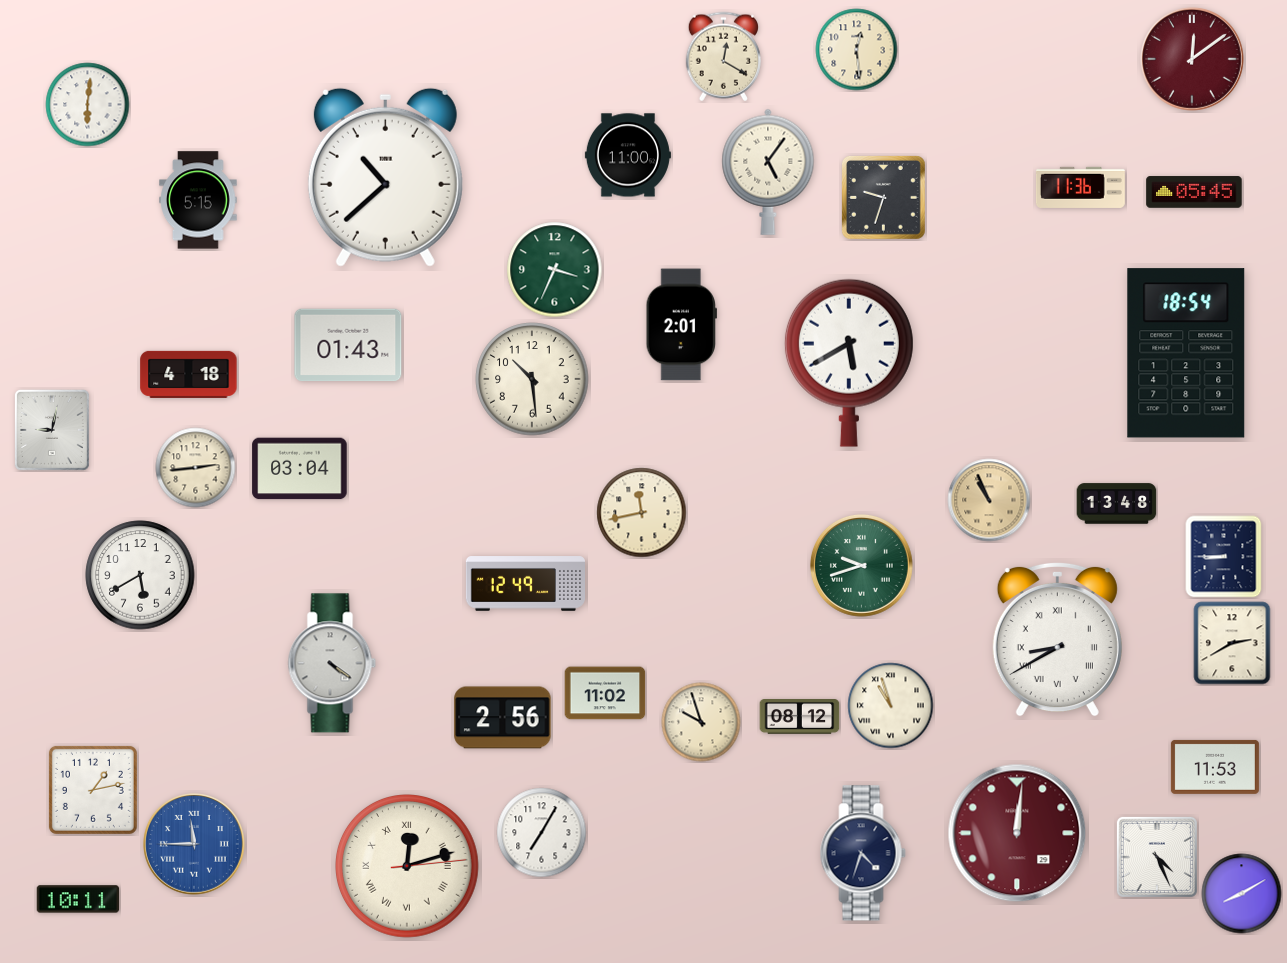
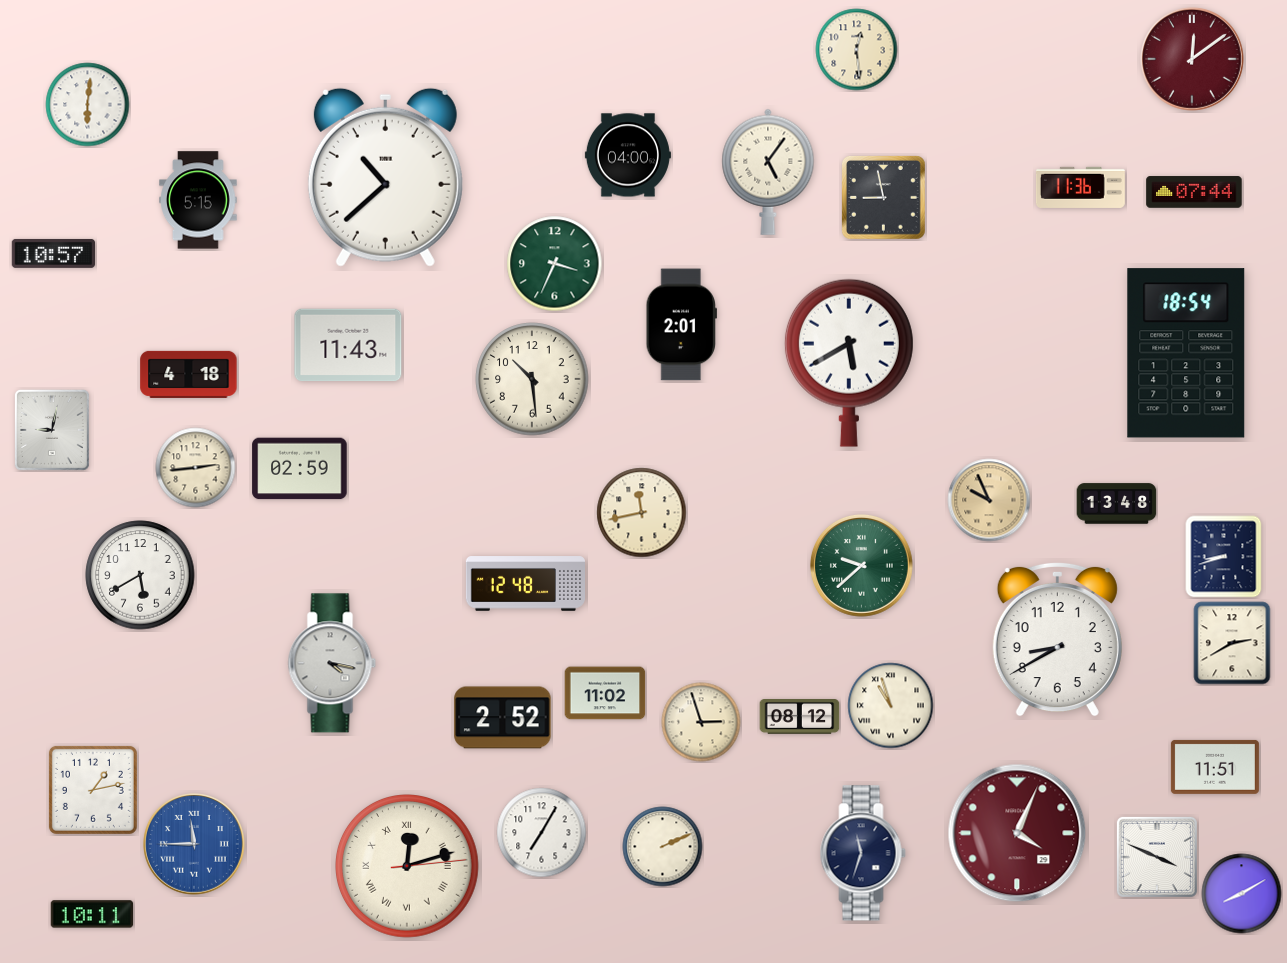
clock at (723, 57): 12:20 -> none
clock at (628, 155): 11:00 -> 04:00
clock at (1194, 192): 05:45 -> 07:44
clock at (884, 198): 9:33 -> 8:58
clock at (54, 253): none -> 10:57
clock at (555, 270) position: (555, 270) -> (555, 264)
clock at (348, 345): 01:43 -> 11:43
clock at (300, 469): 03:04 -> 02:59
clock at (989, 500): 10:56 -> 9:56
clock at (1224, 557): 8:45 -> 8:42
clock at (861, 565): 9:42 -> 9:38
clock at (525, 584): 12:49 -> 12:48
clock at (1057, 639) numerals: Roman -> Arabic
clock at (332, 663): 4:21 -> 4:17
clock at (503, 718): 2:56 -> 2:52
clock at (701, 722): 9:57 -> 2:57
clock at (1215, 767): 11:53 -> 11:51
clock at (1017, 833): 12:01 -> 4:04
clock at (663, 847): none -> 2:11
clock at (863, 853): 4:33 -> 11:33
clock at (1157, 857): 4:26 -> 3:49
clock at (78, 899) position: (78, 899) -> (92, 914)
